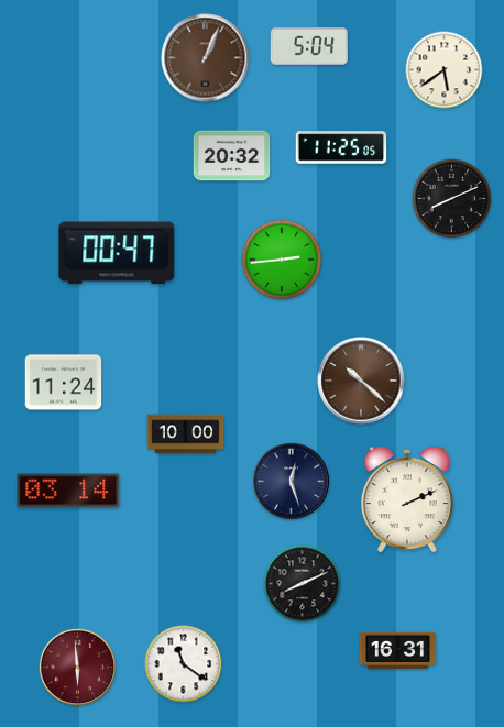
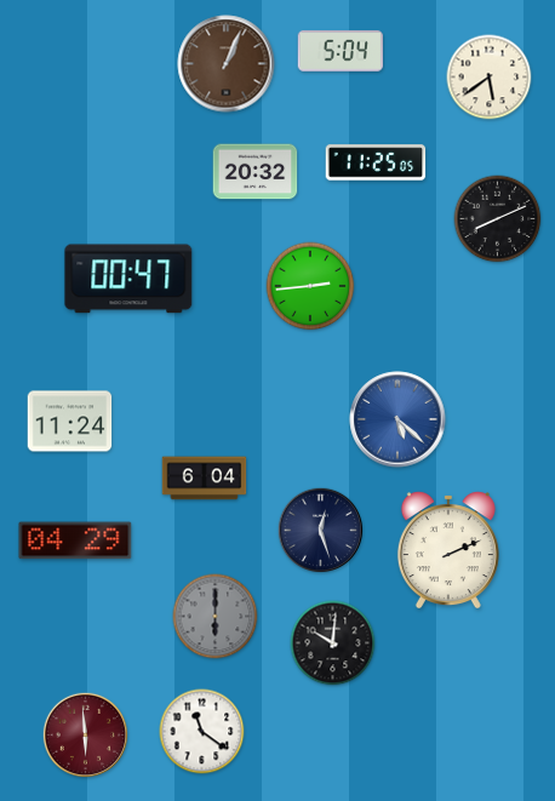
clock at (361, 381): 10:22 -> 5:22
clock at (361, 381) dial: brown -> blue
clock at (186, 434): 10:00 -> 6:04
clock at (68, 491): 03:14 -> 04:29
clock at (216, 617): none -> 6:00
clock at (303, 584): 8:11 -> 10:01
clock at (398, 650): 16:31 -> none
